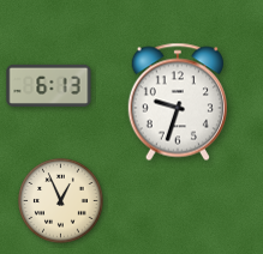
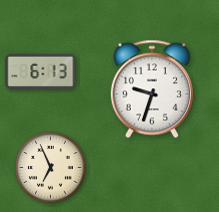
clock at (178, 102) position: (178, 102) -> (152, 89)
clock at (61, 201): 12:56 -> 6:56
